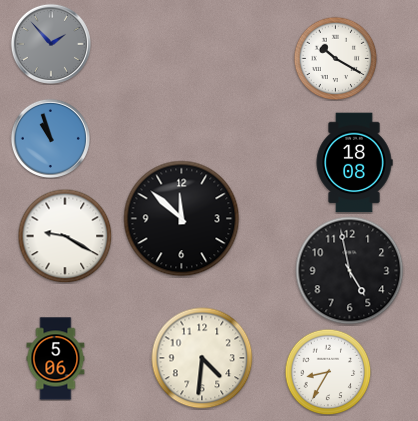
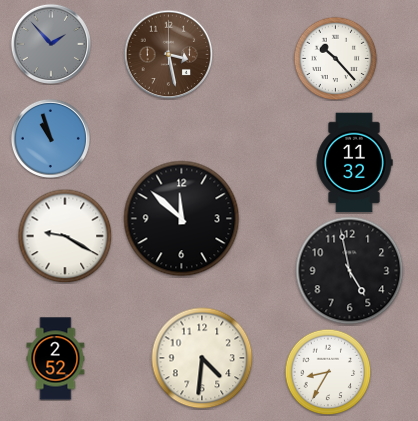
clock at (168, 54): none -> 3:28
clock at (335, 58): 10:20 -> 10:23
clock at (354, 163): 18:08 -> 11:32
clock at (56, 359): 5:06 -> 2:52
